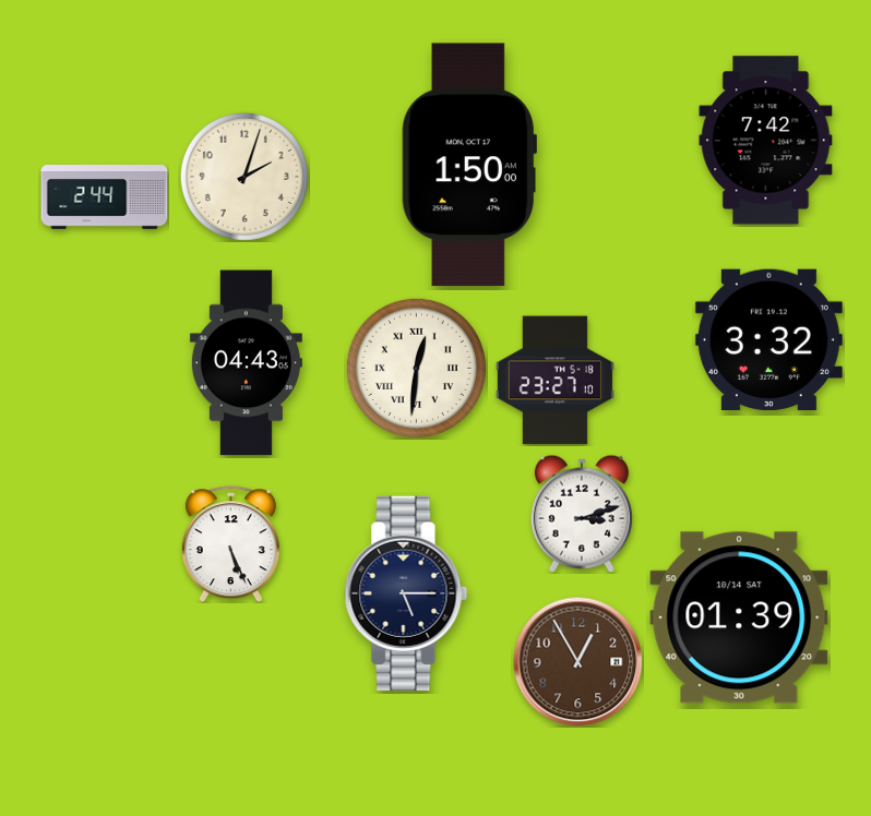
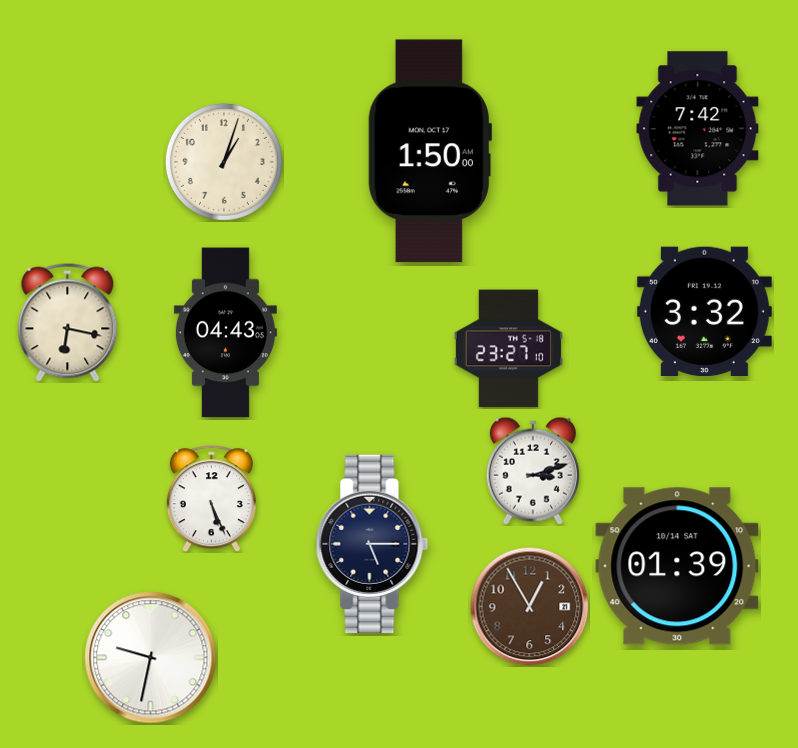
clock at (766, 141) position: (766, 141) -> (698, 129)
clock at (244, 177): 2:03 -> 1:03
clock at (105, 197): 2:44 -> none
clock at (68, 323): none -> 6:17
clock at (416, 368): 12:31 -> none
clock at (151, 658): none -> 9:32
